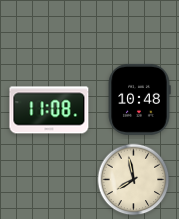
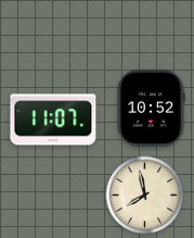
clock at (139, 99): 10:48 -> 10:52
clock at (49, 110): 11:08 -> 11:07
